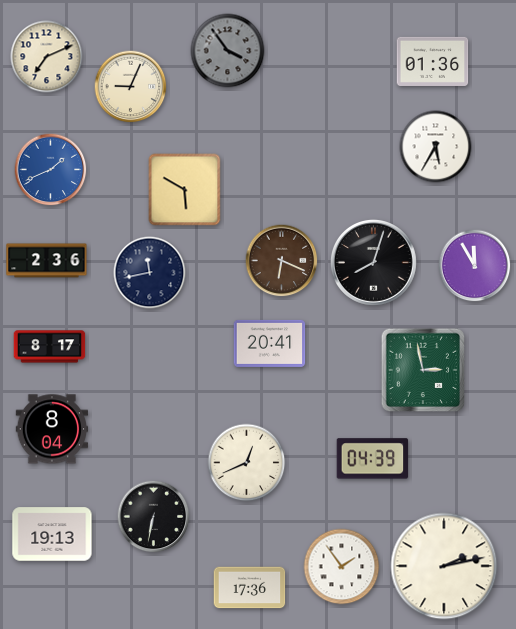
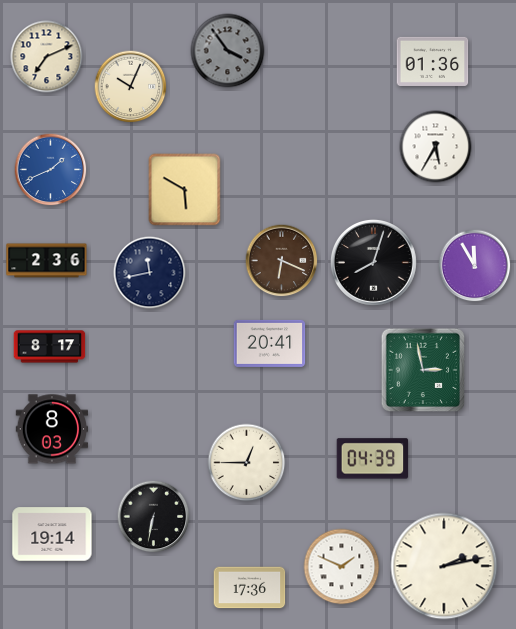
clock at (131, 87): 9:04 -> 10:04
clock at (52, 429): 8:04 -> 8:03
clock at (247, 463): 12:41 -> 12:45
clock at (52, 534): 19:13 -> 19:14
clock at (342, 567): 1:54 -> 1:49
